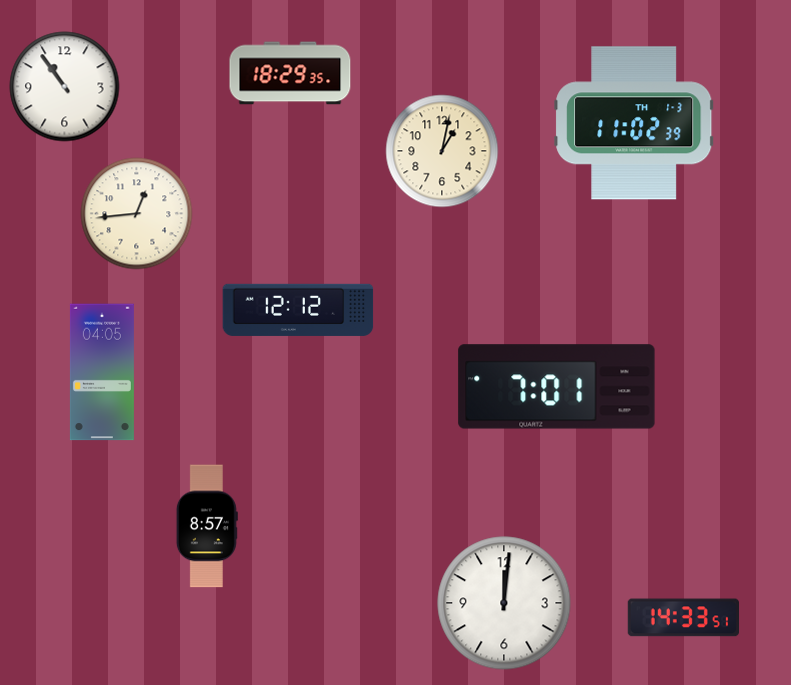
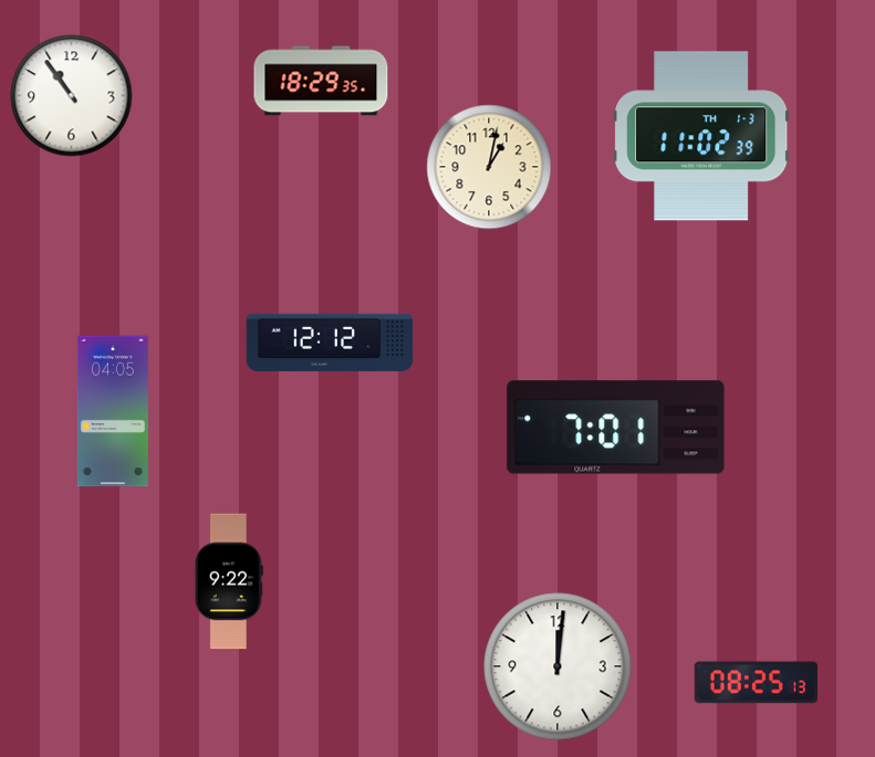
clock at (137, 214): 12:44 -> none
clock at (207, 526): 8:57 -> 9:22
clock at (683, 618): 14:33 -> 08:25
